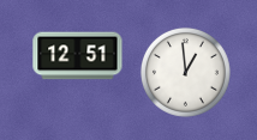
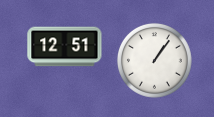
clock at (185, 72): 12:59 -> 1:06
